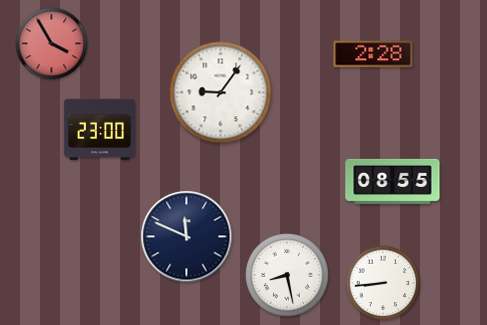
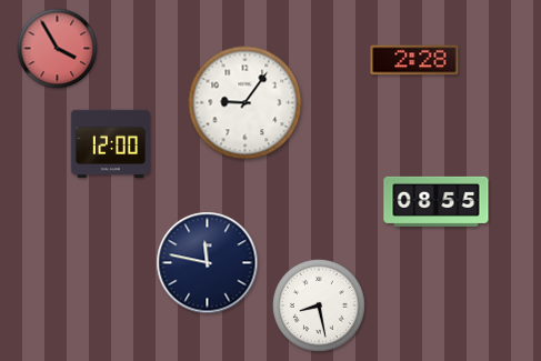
clock at (99, 130): 23:00 -> 12:00
clock at (187, 237): 11:49 -> 11:47
clock at (383, 283): 8:44 -> none
